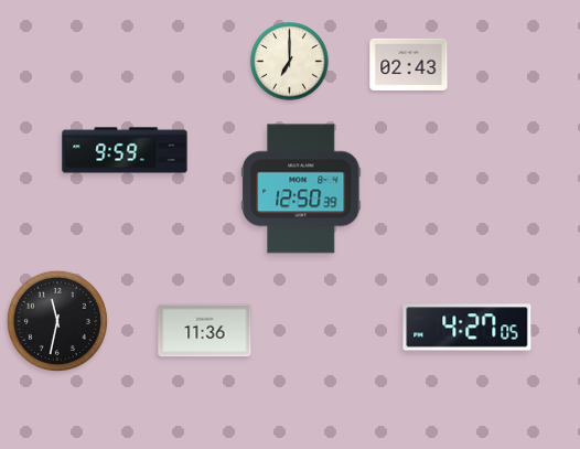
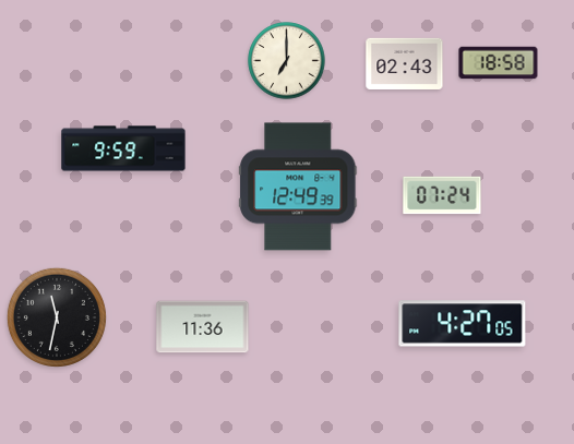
clock at (499, 63): none -> 18:58
clock at (301, 189): 12:50 -> 12:49
clock at (442, 195): none -> 07:24
